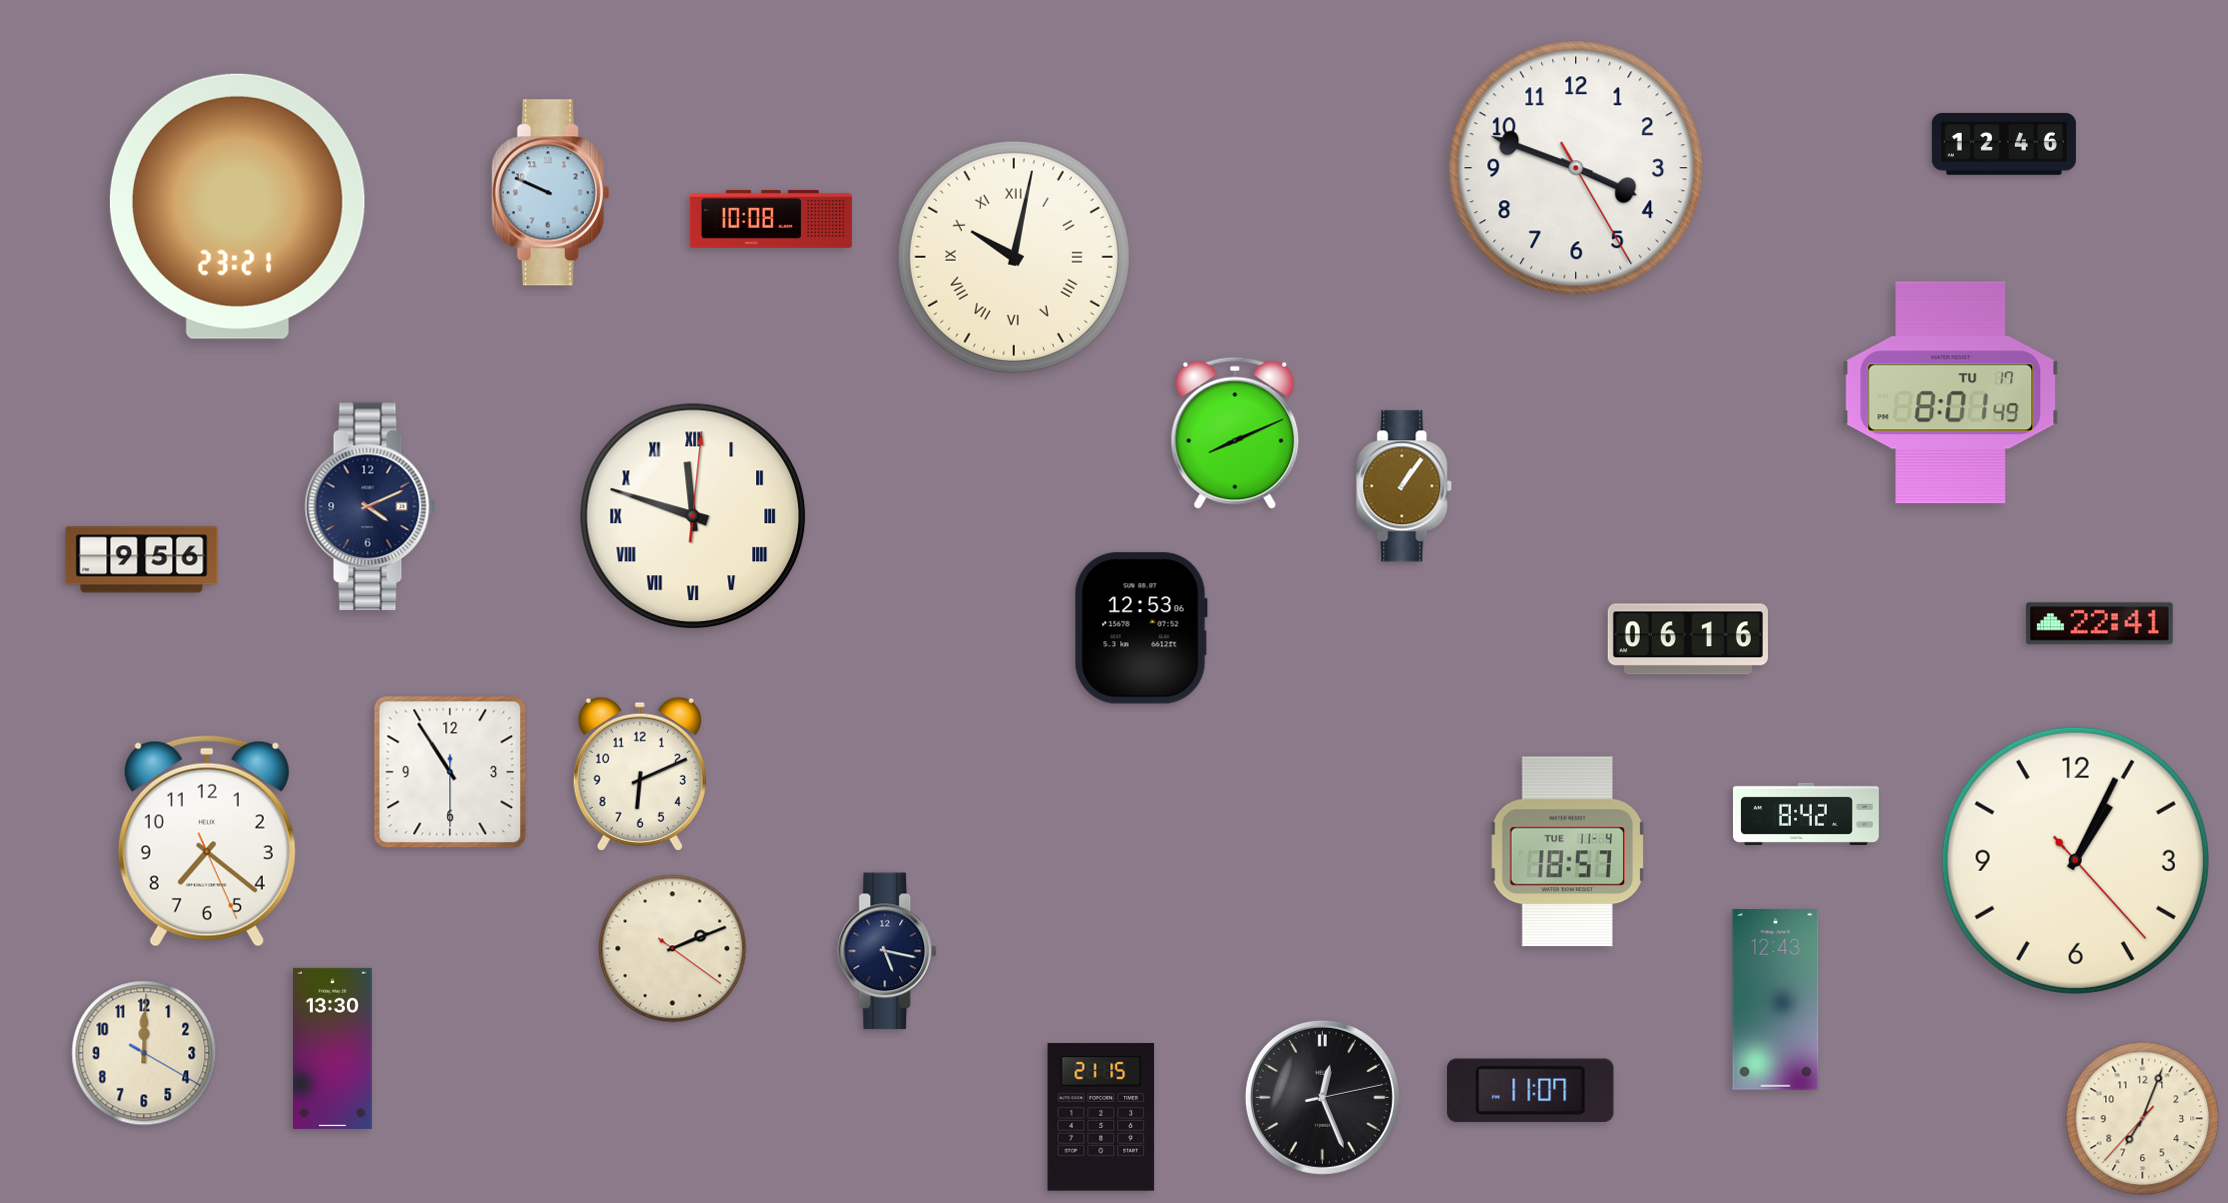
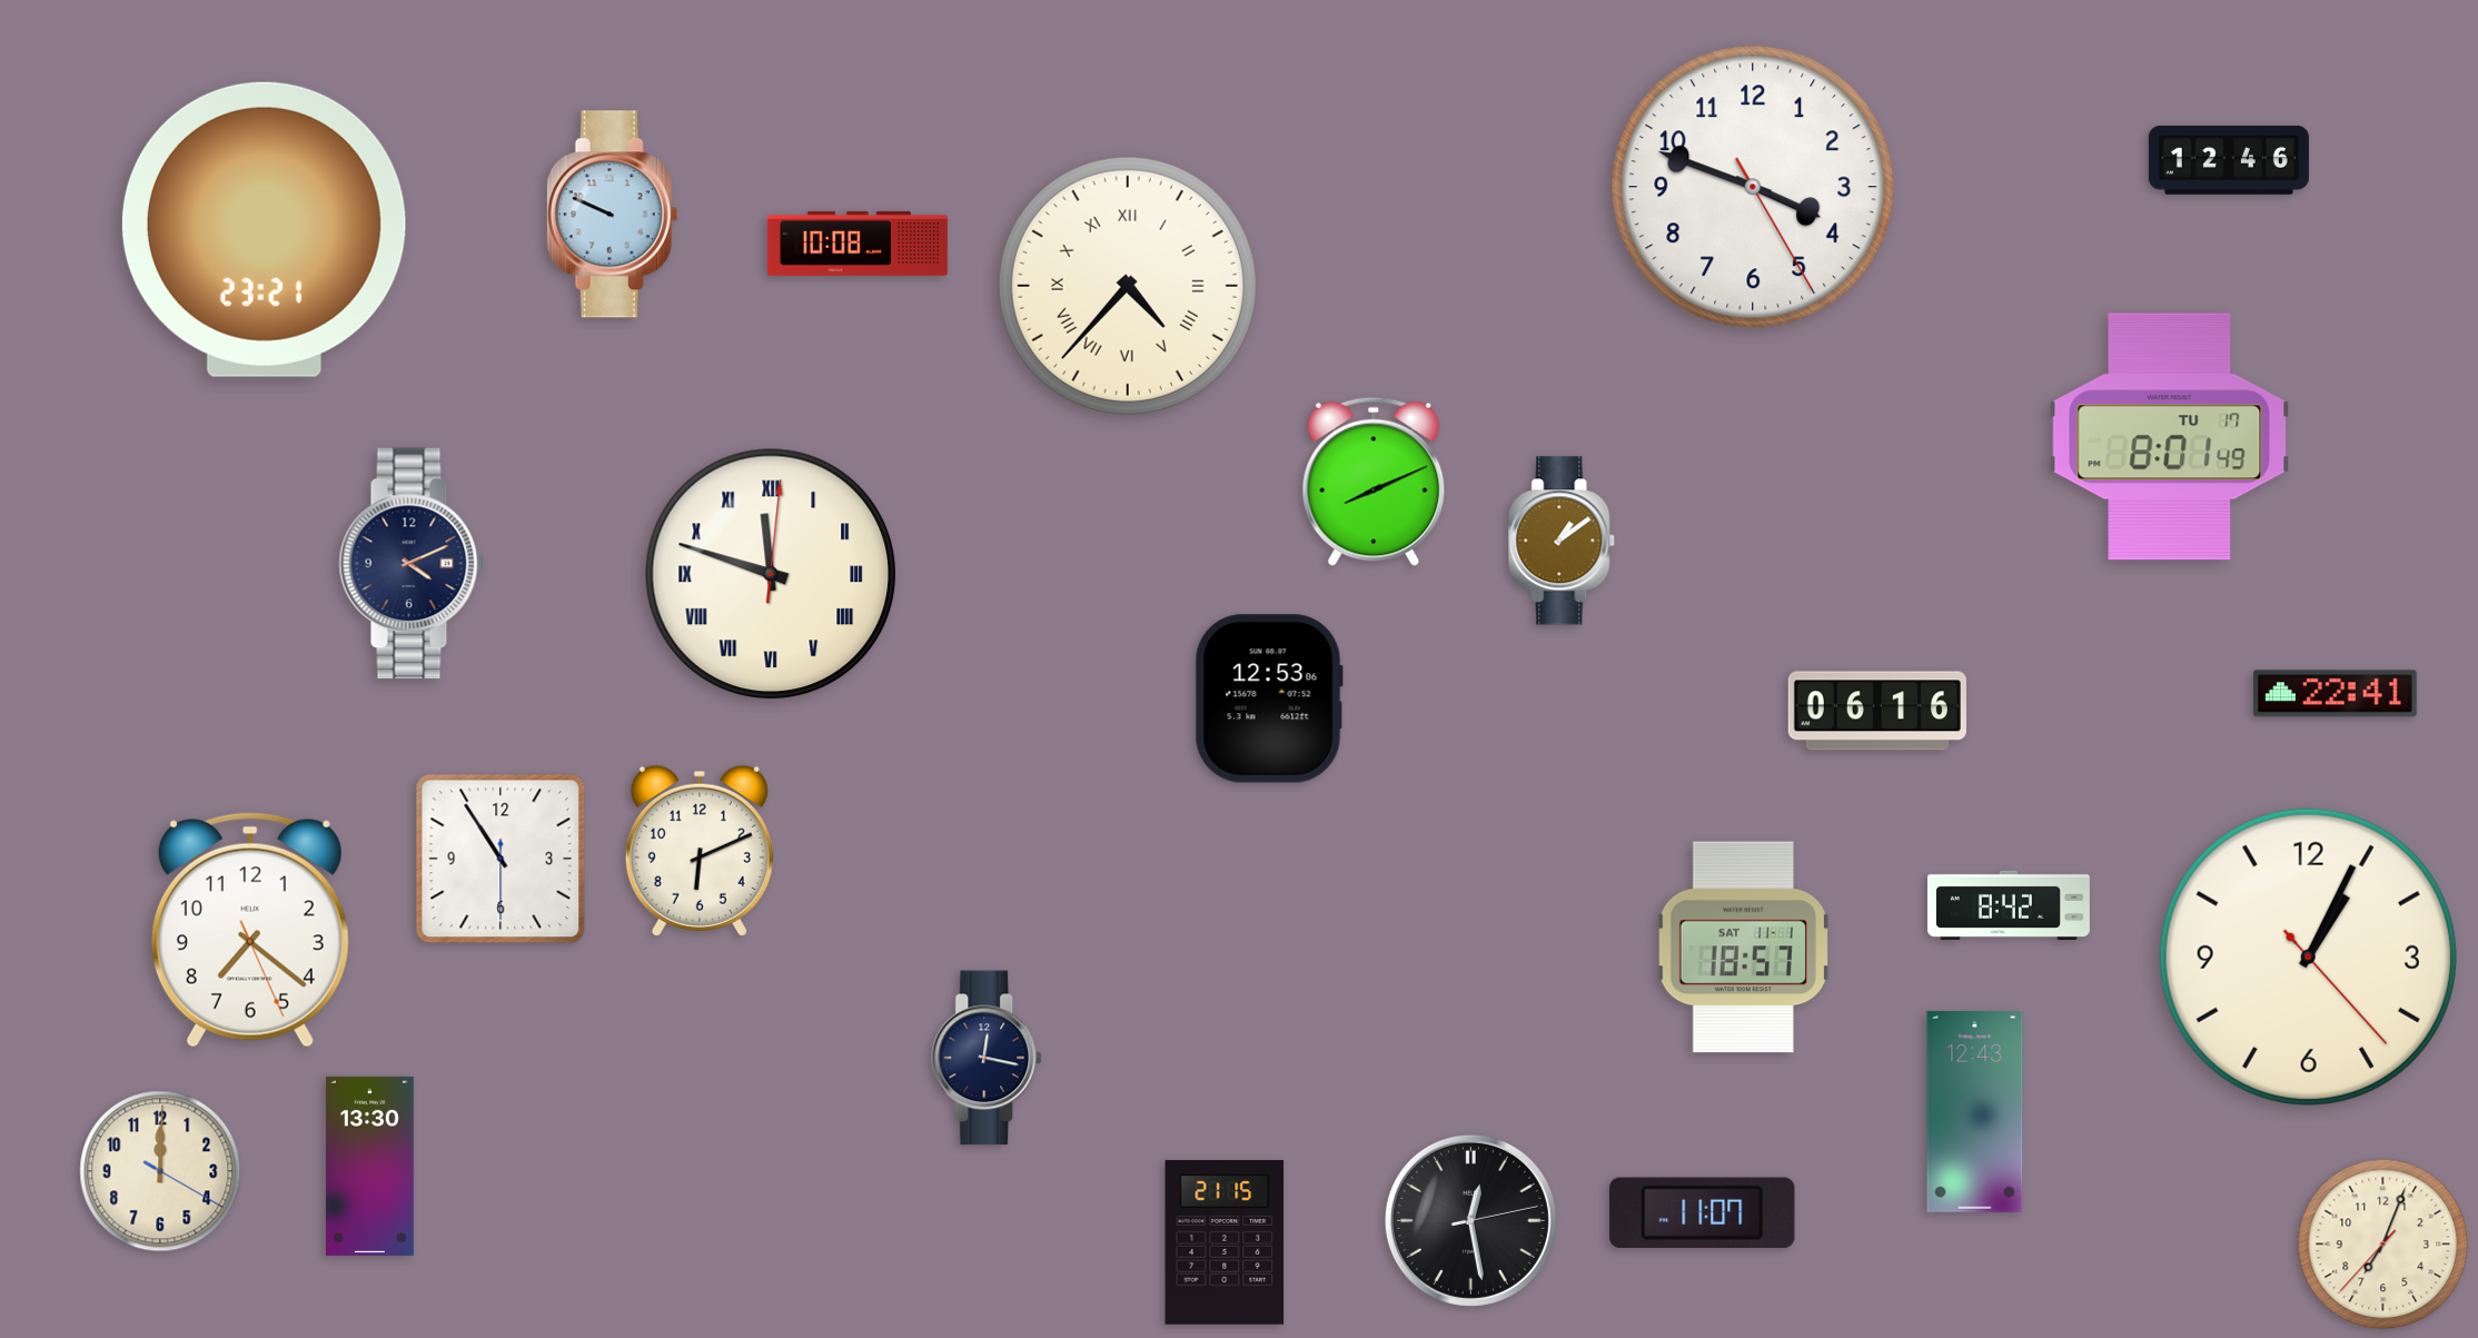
clock at (1014, 257): 10:02 -> 4:37
clock at (1405, 486): 1:06 -> 1:09
clock at (142, 560): 9:56 -> none
clock at (640, 774) position: (640, 774) -> (700, 851)
clock at (207, 841) position: (207, 841) -> (250, 930)
clock at (1568, 852) date: TUE 11-4 -> SAT 11-1
clock at (673, 949): 2:11 -> none
clock at (888, 951): 5:17 -> 12:17
clock at (1322, 1097): 12:26 -> 12:28
